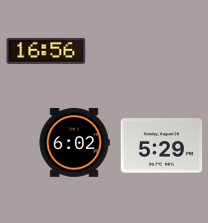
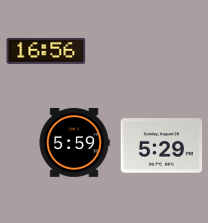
clock at (74, 142): 6:02 -> 5:59
